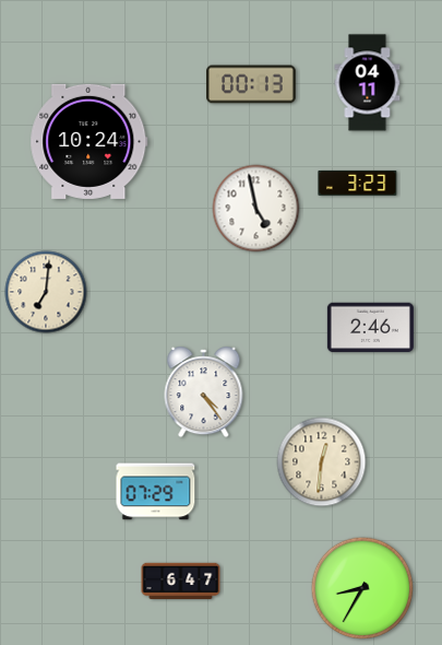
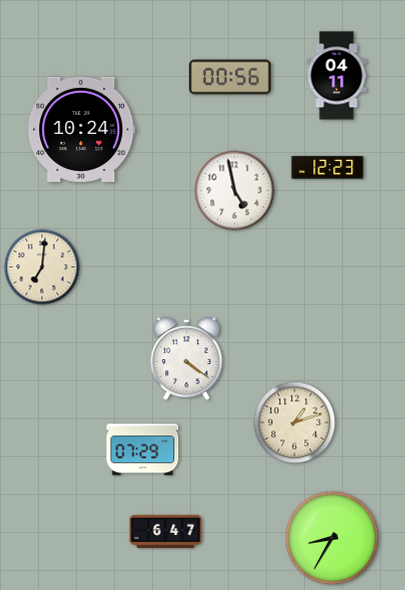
clock at (251, 84): 00:13 -> 00:56
clock at (358, 183): 3:23 -> 12:23
clock at (370, 328): 2:46 -> none
clock at (204, 392): 4:24 -> 4:21
clock at (322, 462): 12:31 -> 1:12
